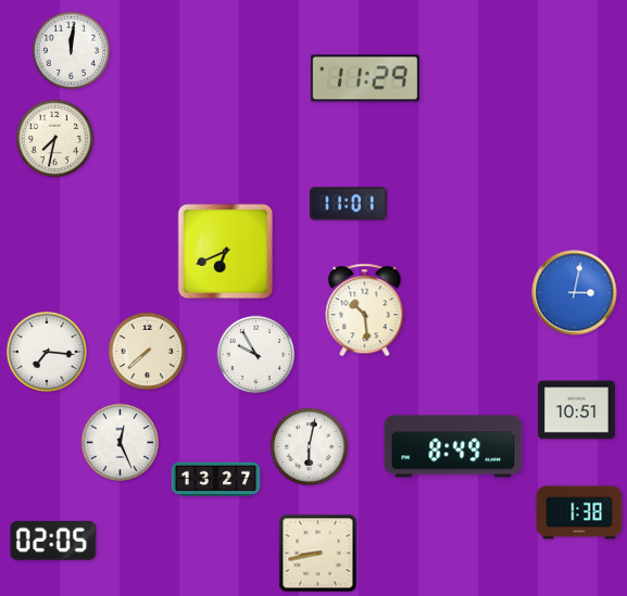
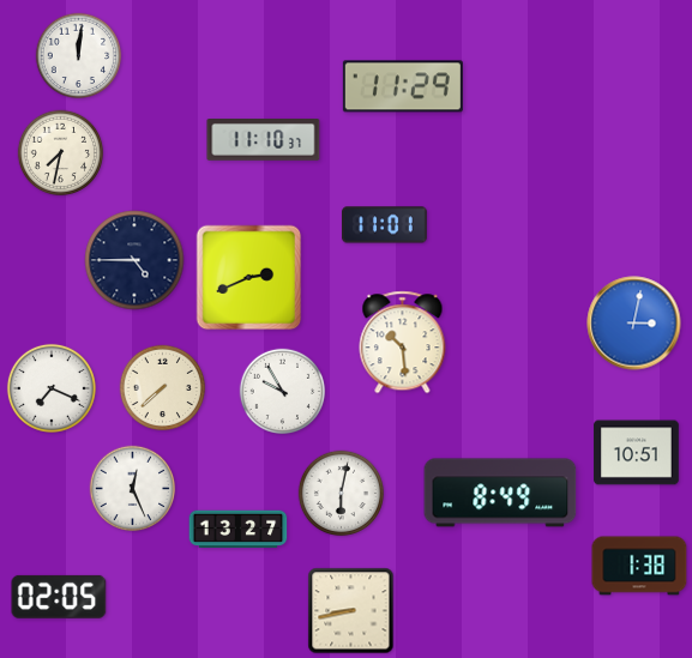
clock at (264, 140): none -> 11:10
clock at (134, 260): none -> 4:45
clock at (226, 252): 6:41 -> 2:41
clock at (47, 352): 7:16 -> 7:19
